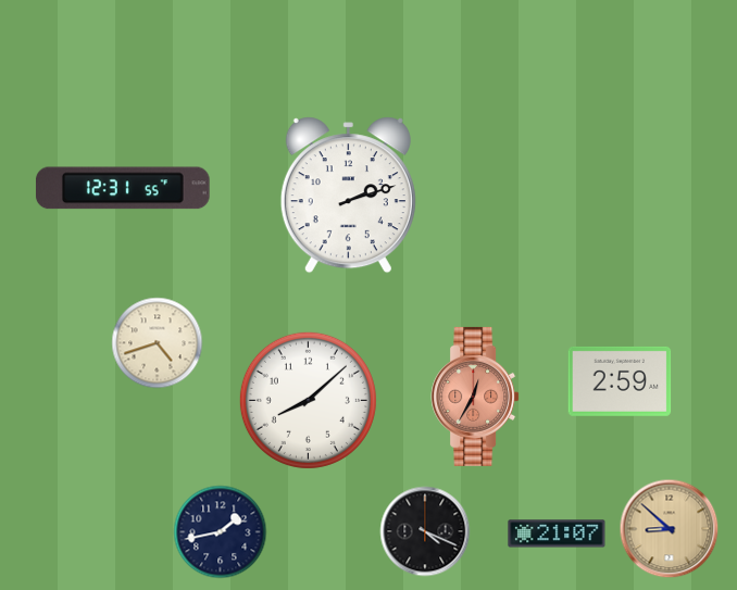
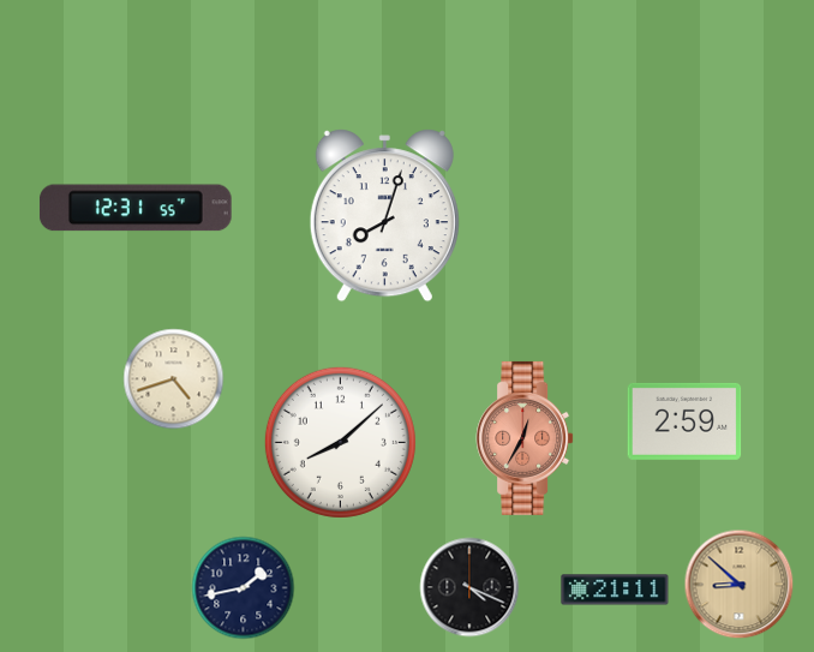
clock at (348, 196): 2:12 -> 8:03
clock at (557, 533): 21:07 -> 21:11
